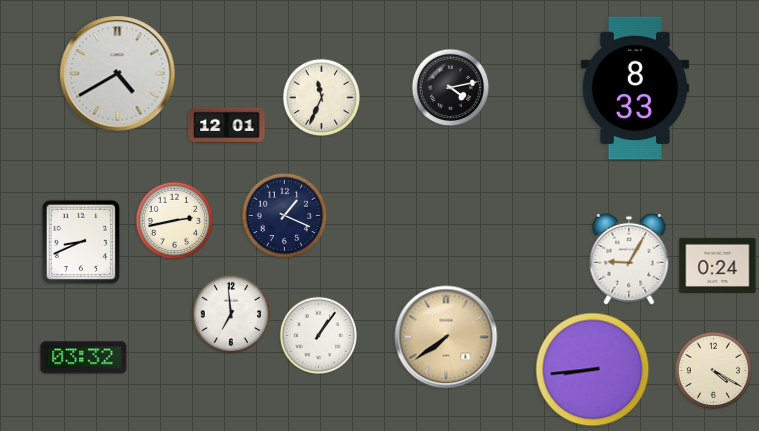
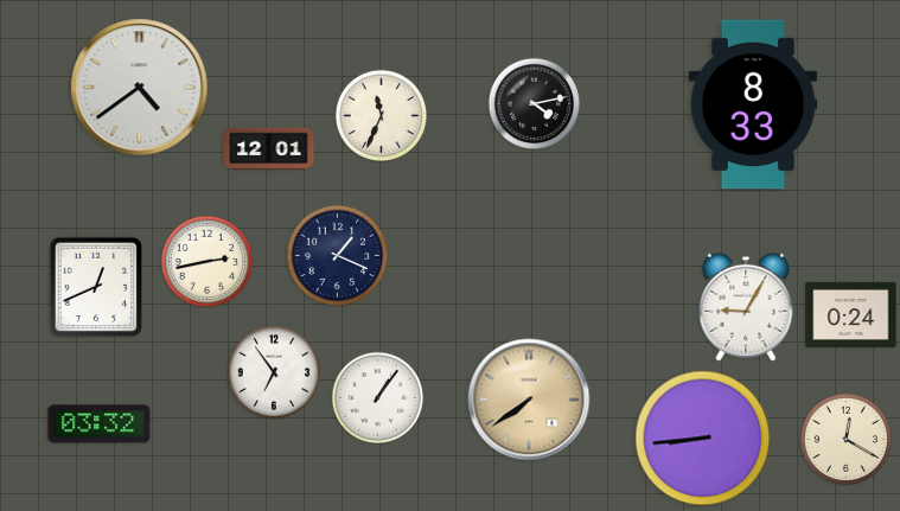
clock at (118, 74): 4:40 -> 4:39
clock at (81, 242): 8:41 -> 12:41
clock at (231, 314): 6:59 -> 6:54
clock at (713, 370): 4:20 -> 12:20
